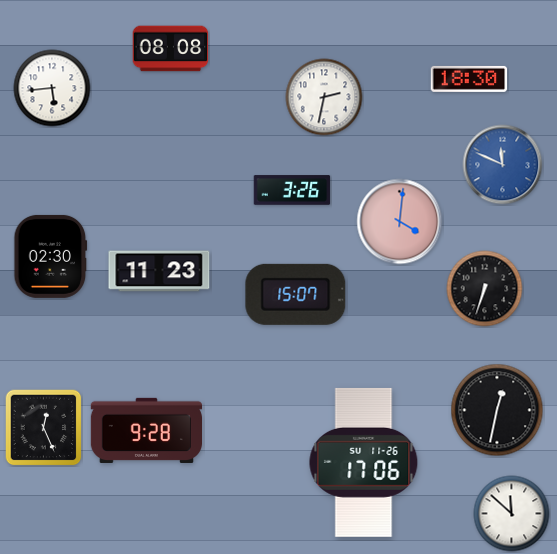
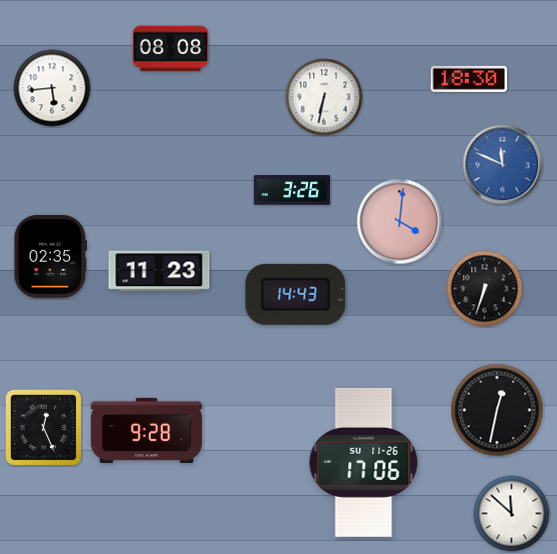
clock at (324, 97): 2:32 -> 6:32
clock at (51, 256): 02:30 -> 02:35
clock at (296, 294): 15:07 -> 14:43
